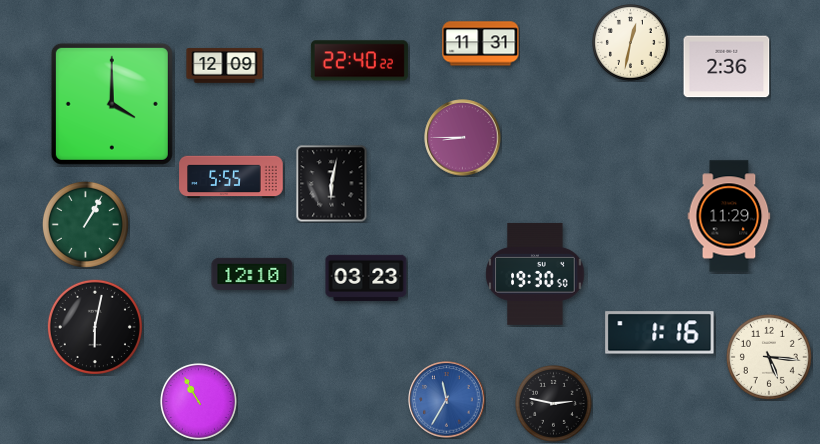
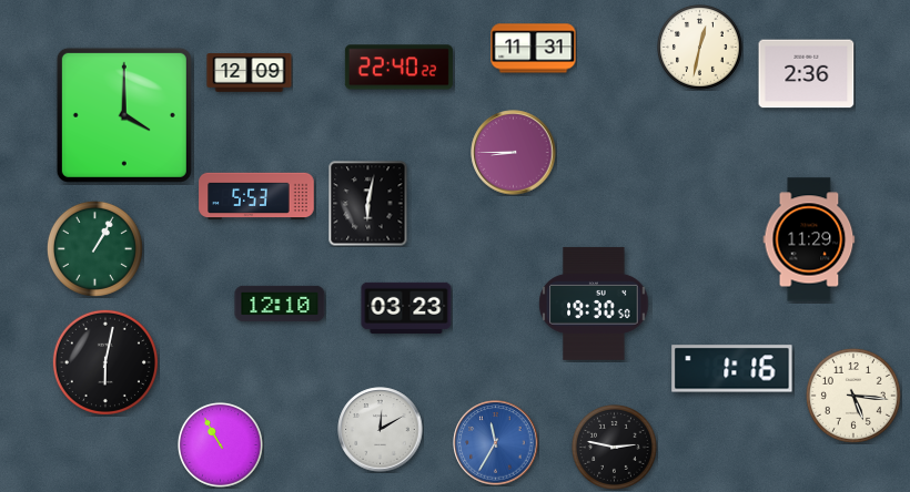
clock at (231, 177): 5:55 -> 5:53
clock at (381, 430): none -> 12:10
